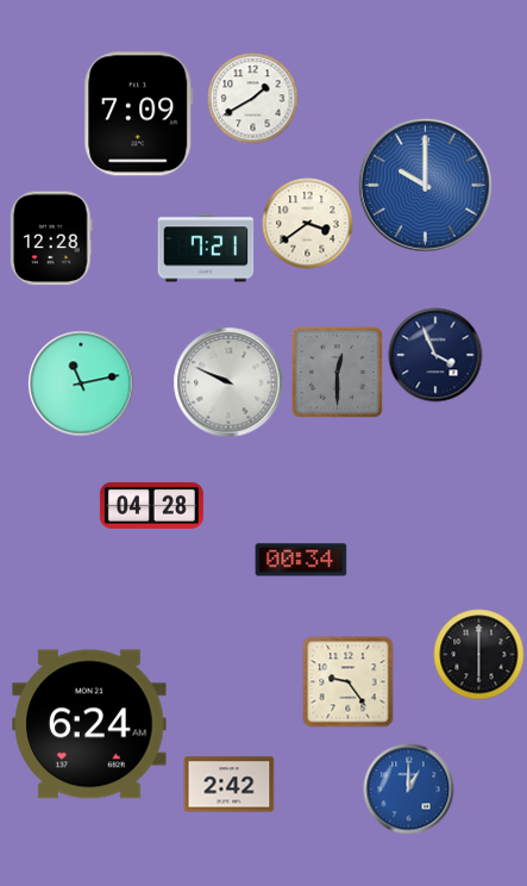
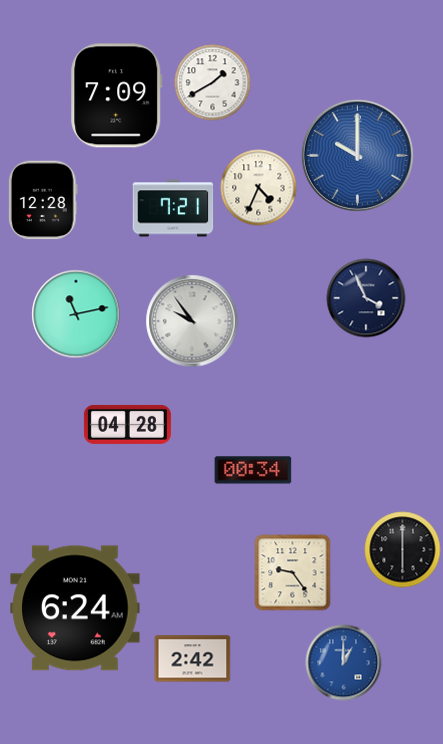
clock at (308, 224): 3:39 -> 4:34
clock at (337, 372): 12:30 -> none
clock at (228, 382): 9:49 -> 9:54
clock at (81, 383) position: (81, 383) -> (76, 314)
